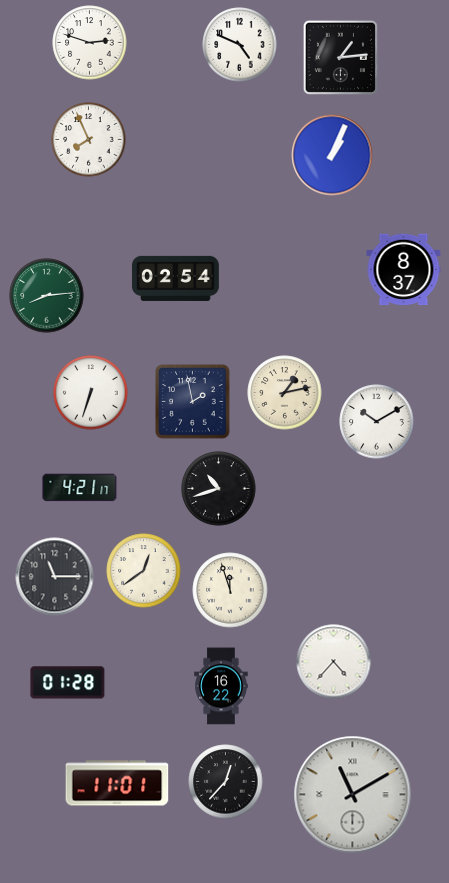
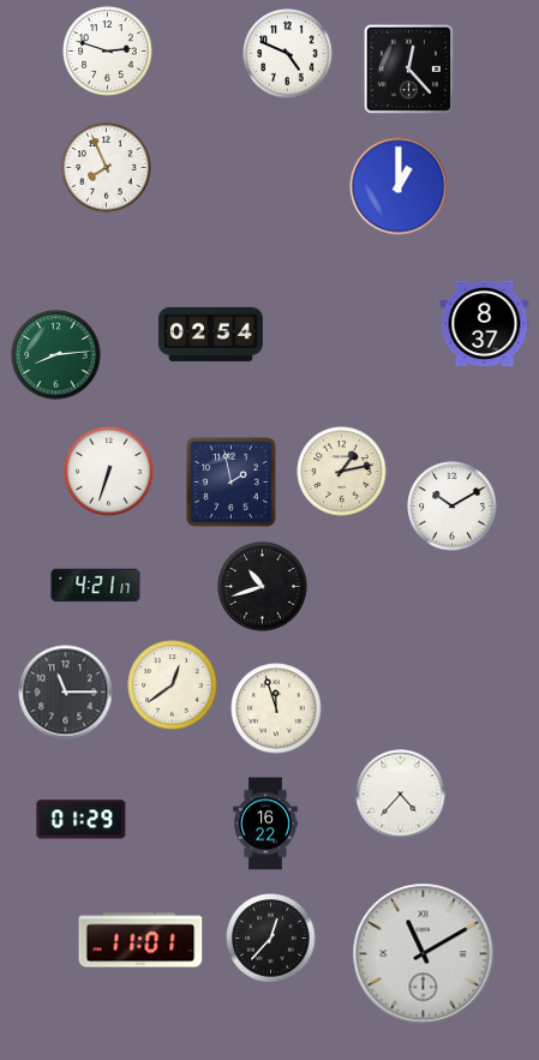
clock at (340, 57): 1:14 -> 12:23
clock at (332, 155): 1:04 -> 1:00
clock at (68, 683): 01:28 -> 01:29
